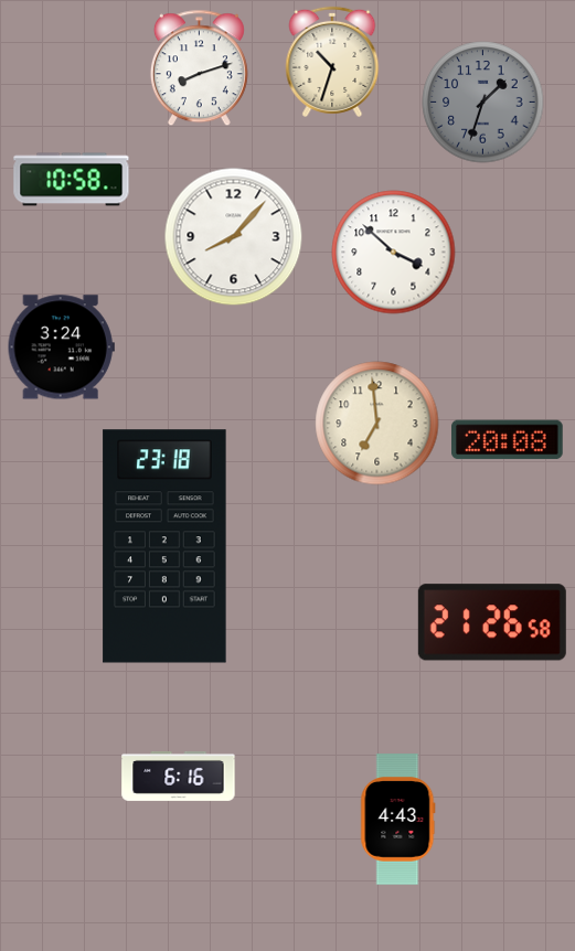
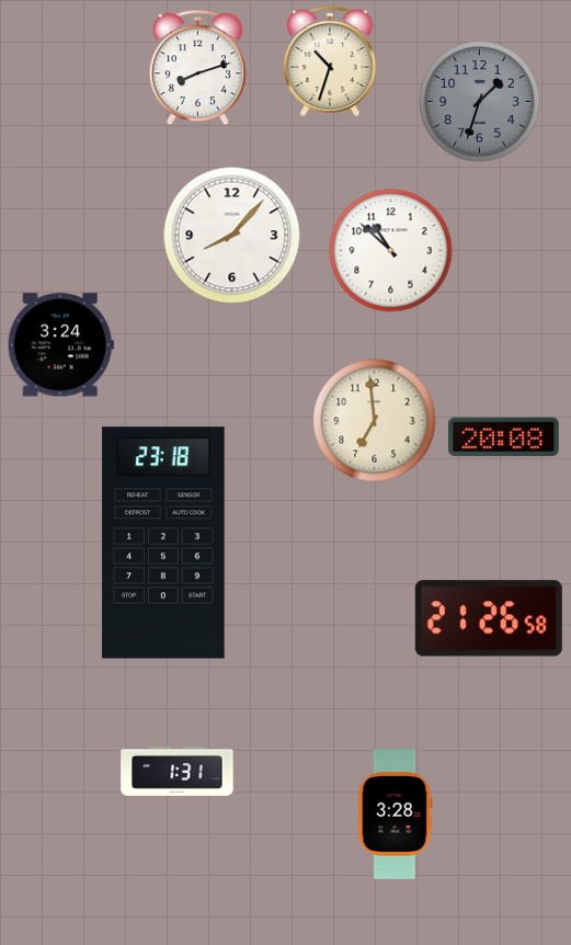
clock at (72, 180): 10:58 -> none
clock at (394, 253): 3:52 -> 10:52
clock at (179, 776): 6:16 -> 1:31
clock at (398, 820): 4:43 -> 3:28
